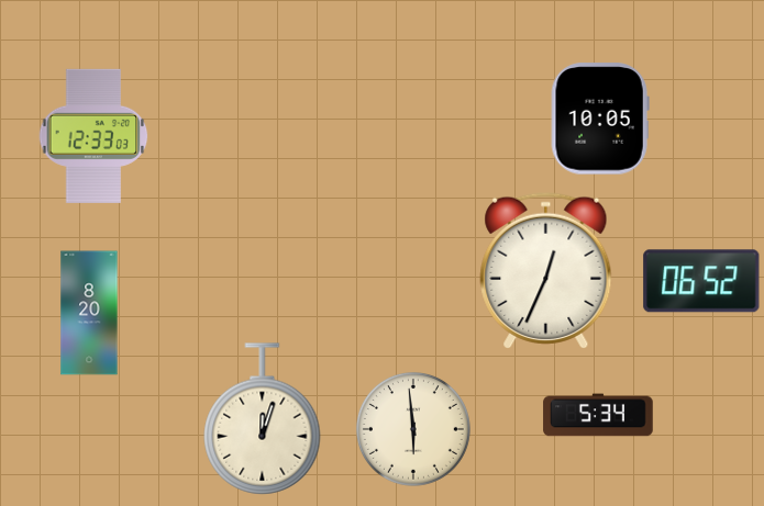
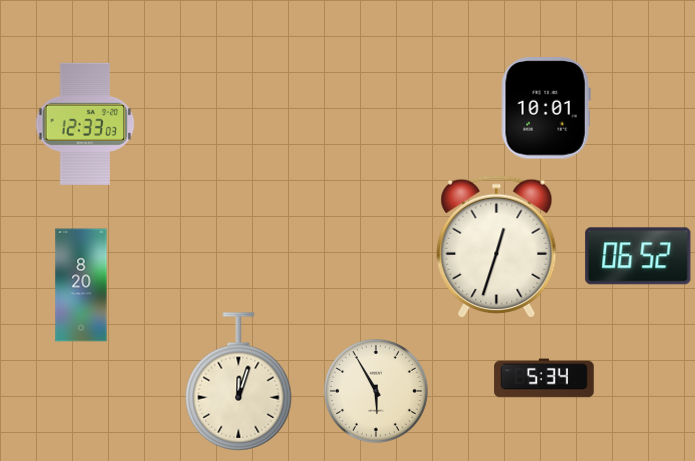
clock at (600, 119): 10:05 -> 10:01
clock at (546, 270): 12:34 -> 12:33
clock at (413, 429): 5:59 -> 5:55
